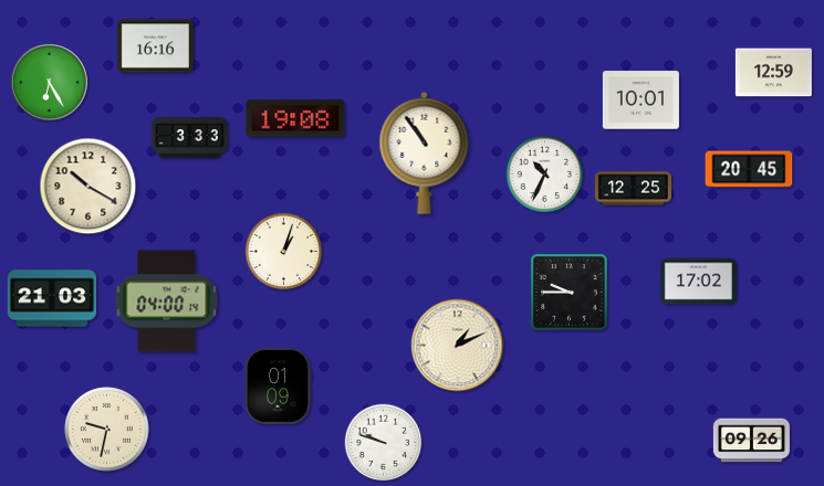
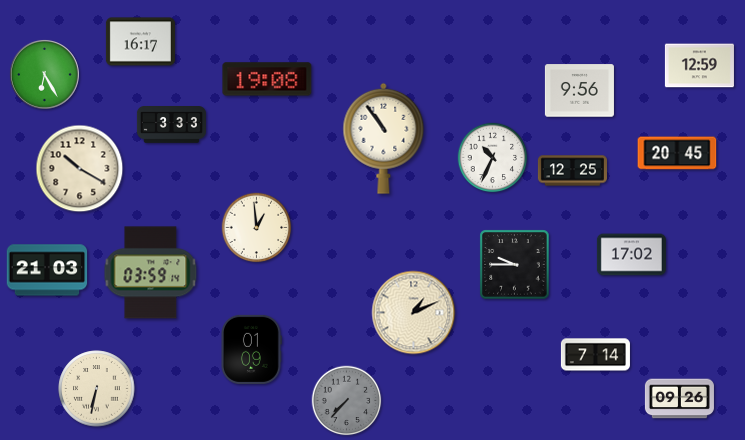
clock at (155, 46): 16:16 -> 16:17
clock at (640, 101): 10:01 -> 9:56
clock at (295, 118) position: (295, 118) -> (267, 79)
clock at (284, 252): 1:03 -> 12:59
clock at (167, 302): 04:00 -> 03:59
clock at (595, 355): none -> 7:14
clock at (107, 430): 9:32 -> 6:32
clock at (384, 443): 9:48 -> 7:37
clock at (384, 443) dial: white -> grey
